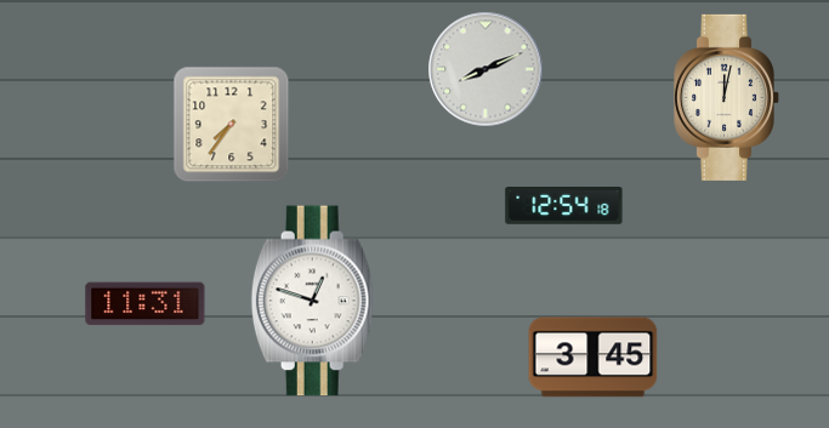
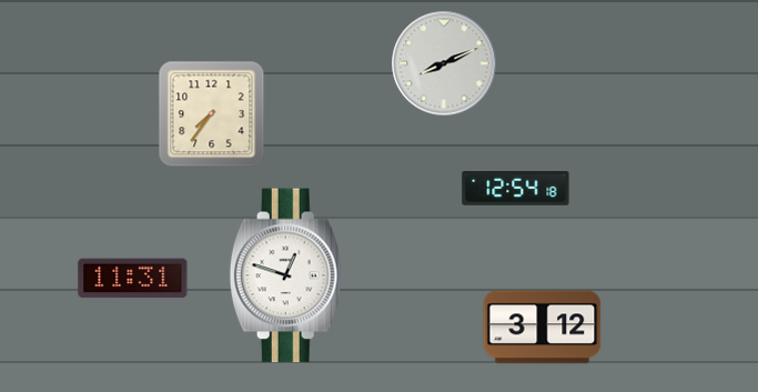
clock at (727, 97): 12:02 -> none
clock at (594, 358): 3:45 -> 3:12
